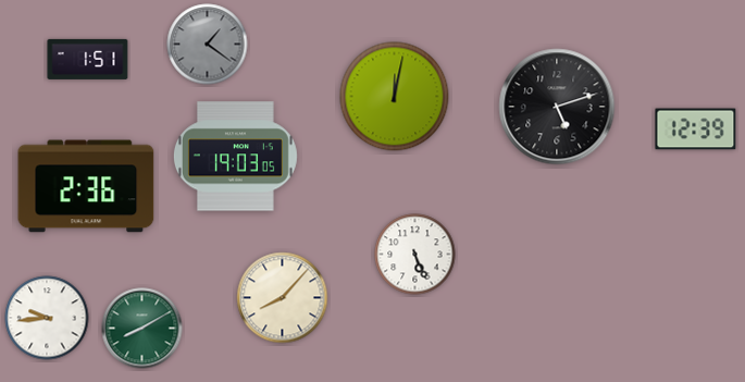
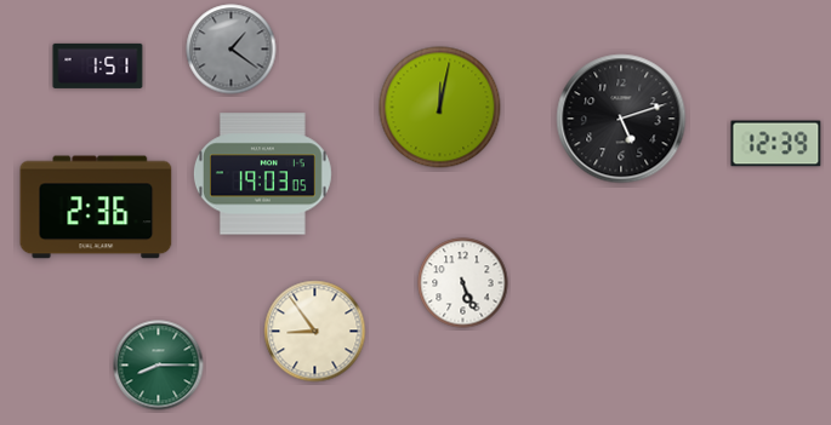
clock at (283, 298): 8:07 -> 8:54
clock at (47, 318): 9:44 -> none
clock at (142, 329): 8:10 -> 8:15
